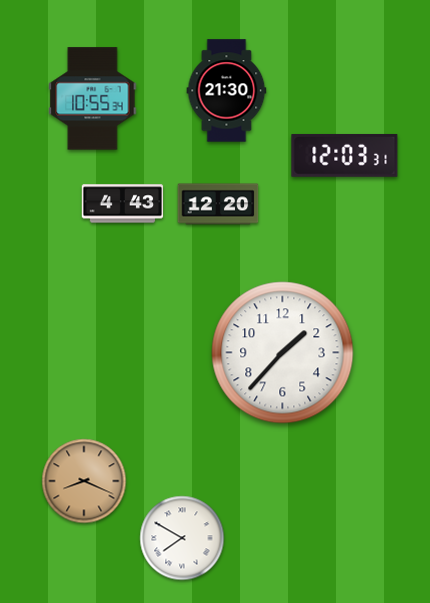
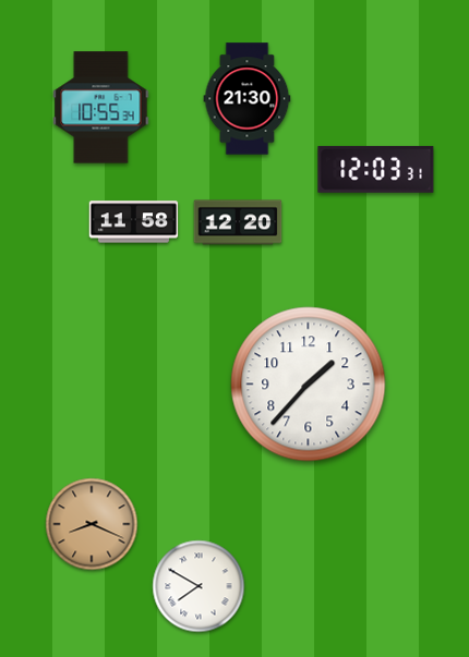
clock at (123, 204): 4:43 -> 11:58
